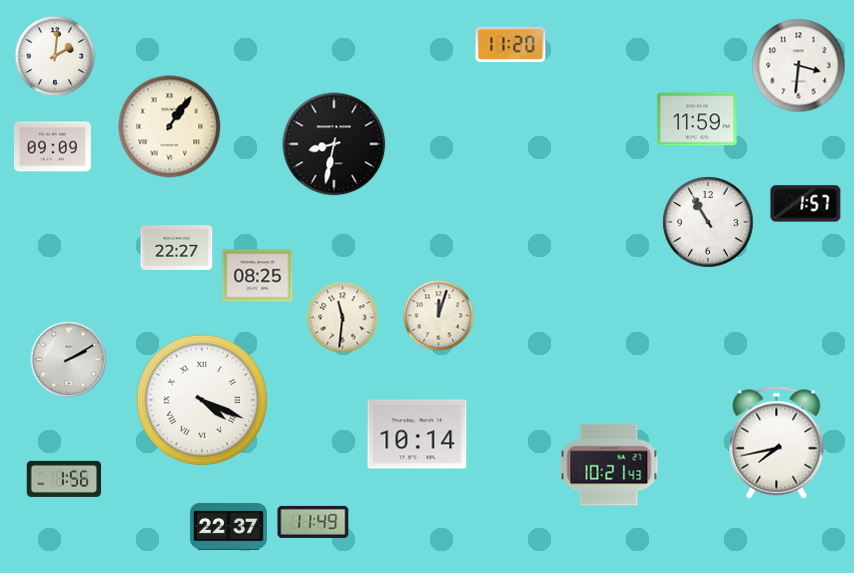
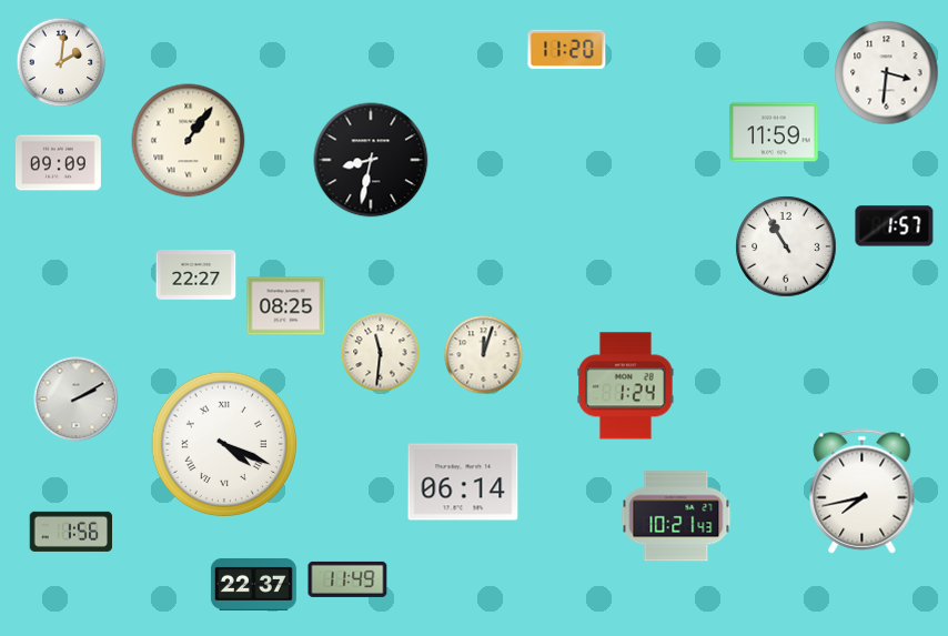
clock at (439, 316) position: (439, 316) -> (484, 355)
clock at (626, 386): none -> 1:24
clock at (417, 434): 10:14 -> 06:14
